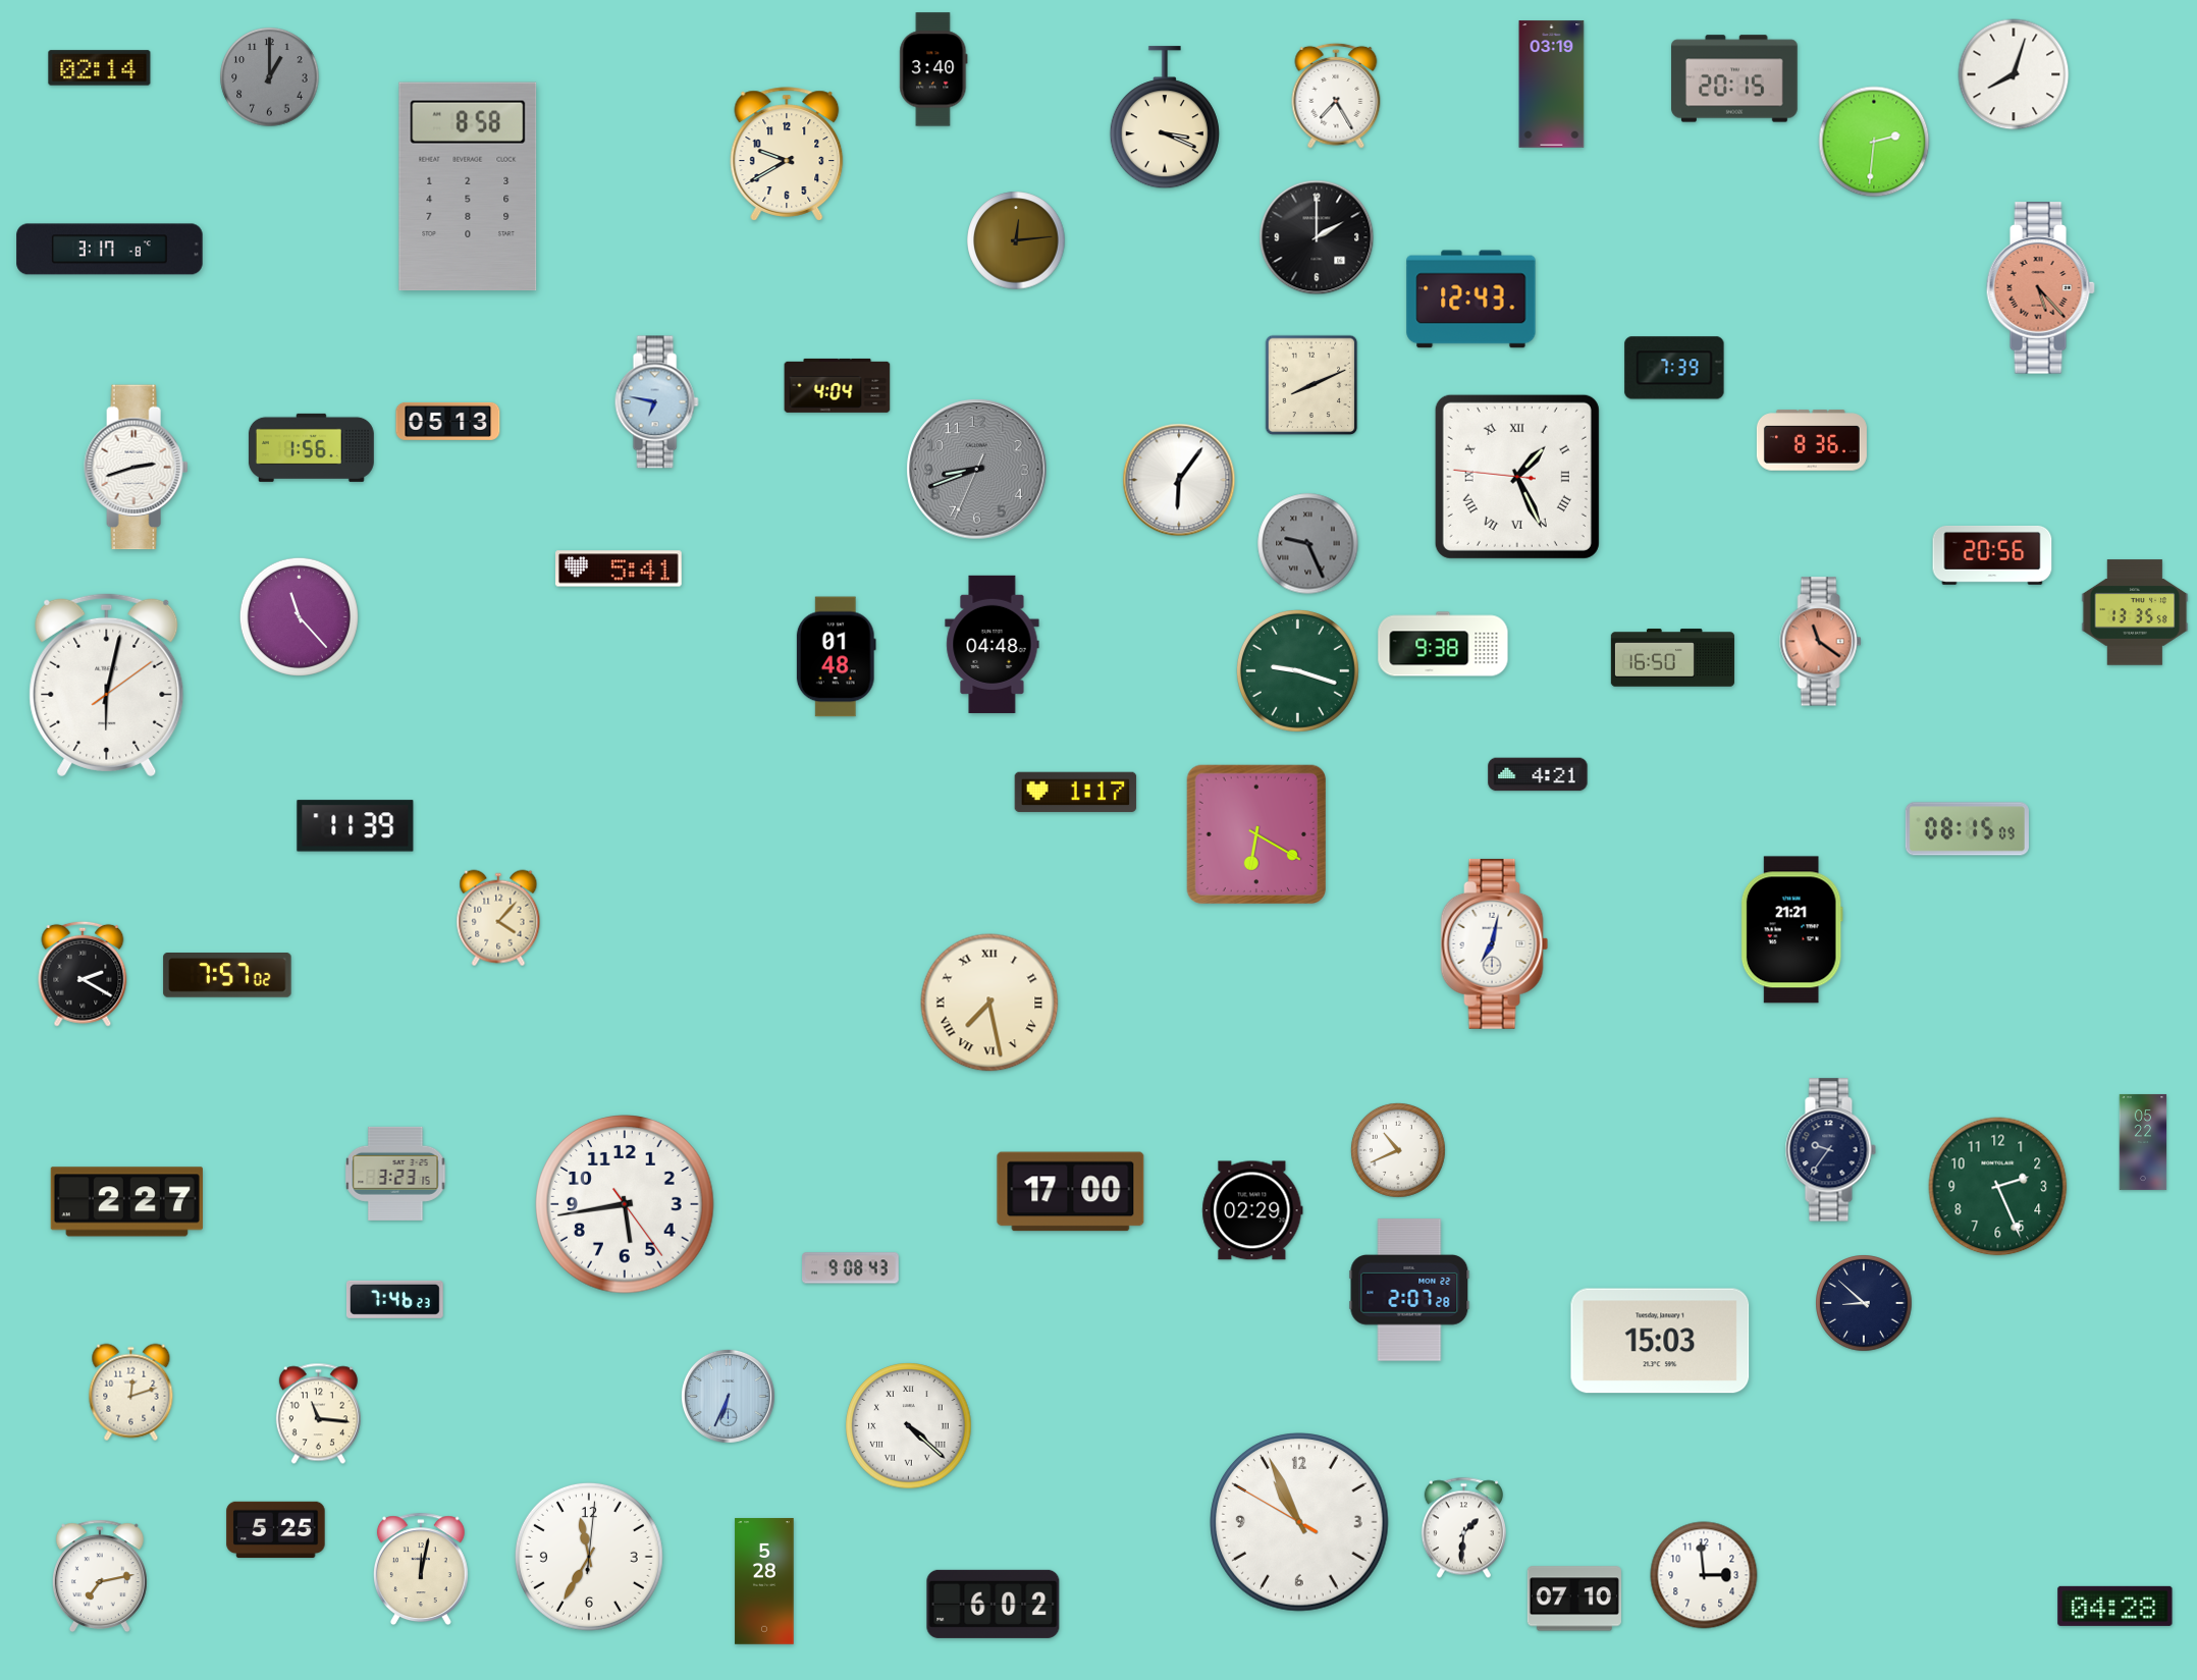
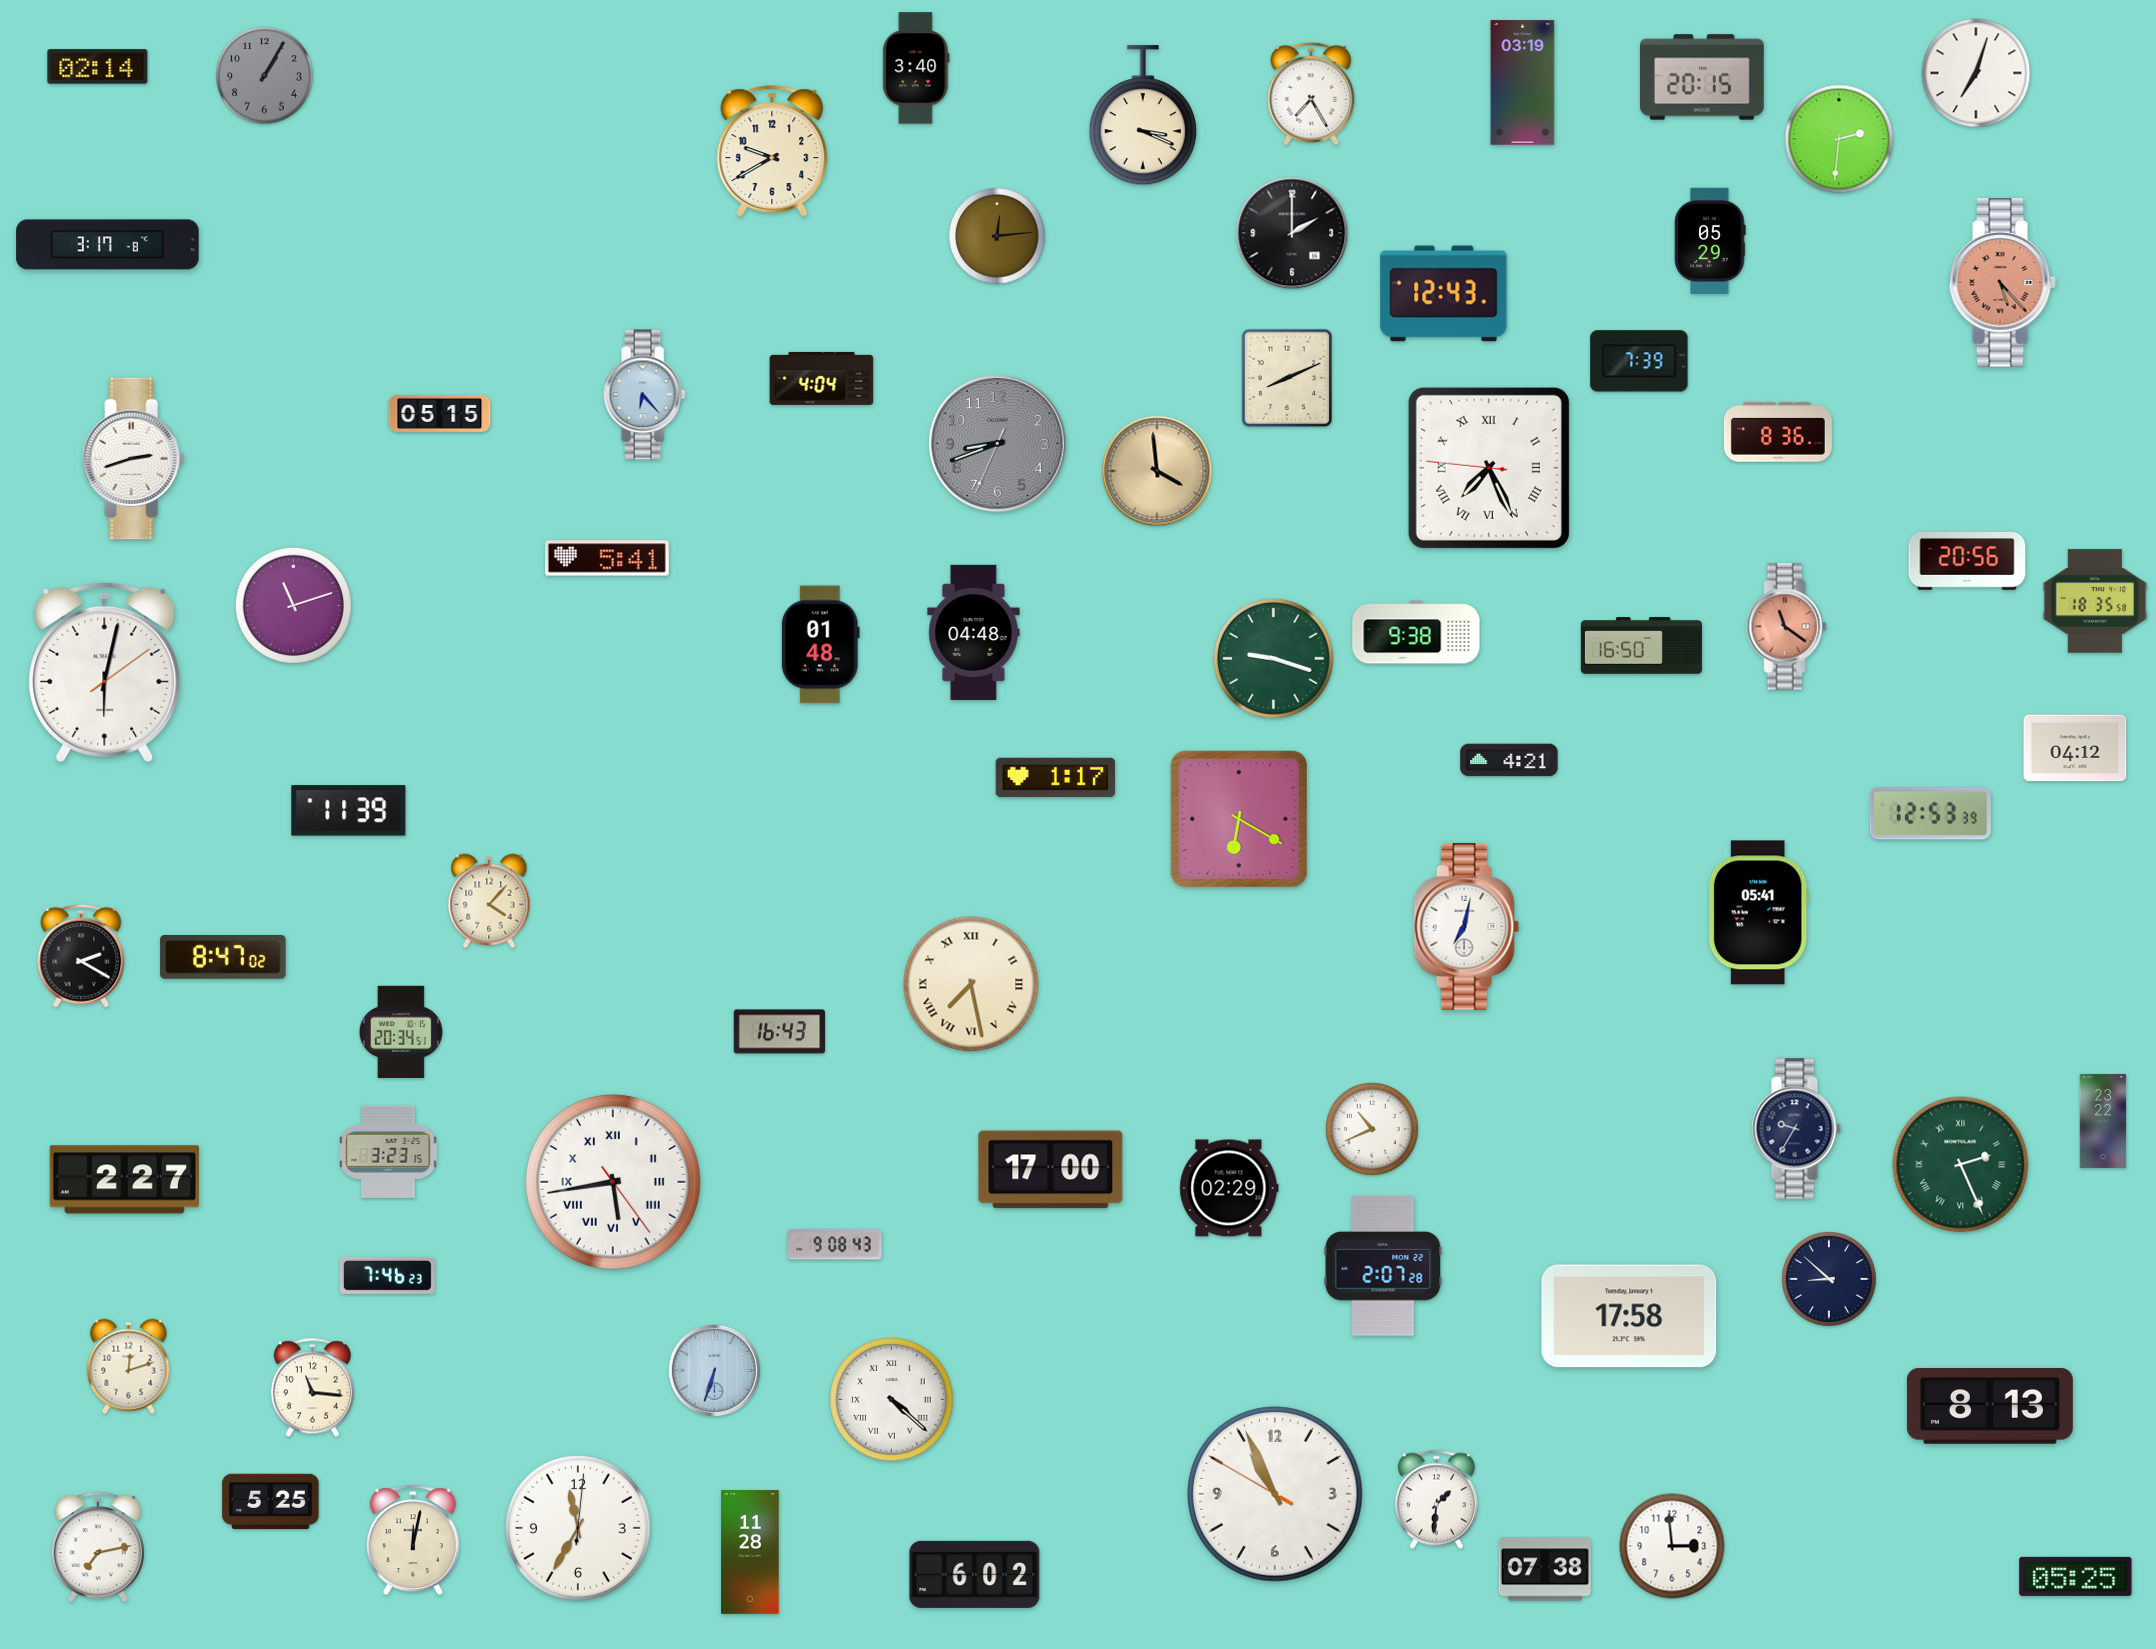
clock at (2014, 74): 8:03 -> 7:03
clock at (270, 77): 1:00 -> 1:05
clock at (468, 186): 8:58 -> none
clock at (1710, 240): none -> 05:29
clock at (1674, 368) position: (1674, 368) -> (1639, 361)
clock at (656, 402): 6:47 -> 6:23
clock at (448, 421): 05:13 -> 05:15
clock at (311, 447): 1:56 -> none
clock at (977, 470) position: (977, 470) -> (998, 444)
clock at (1517, 477): 1:25 -> 7:25
clock at (1179, 480): 6:06 -> 3:59
clock at (1179, 480) dial: white -> champagne
clock at (1308, 544): 9:26 -> none
clock at (1992, 556) position: (1992, 556) -> (1967, 562)
clock at (2135, 612): 13:35 -> 18:35
clock at (299, 616): 11:23 -> 11:12
clock at (1821, 642) position: (1821, 642) -> (1787, 627)
clock at (2075, 748): none -> 04:12
clock at (1967, 829): 08:15 -> 12:53
clock at (1255, 833) position: (1255, 833) -> (1238, 818)
clock at (1791, 930): 21:21 -> 05:41
clock at (227, 976): 7:57 -> 8:47
clock at (401, 1032): none -> 20:34
clock at (780, 1032): none -> 16:43
clock at (2143, 1142): 05:22 -> 23:22
clock at (1830, 1150): 9:36 -> 9:35
clock at (1998, 1187) numerals: Arabic -> Roman
clock at (625, 1204) numerals: Arabic -> Roman
clock at (1660, 1341): 15:03 -> 17:58
clock at (728, 1396): 6:34 -> 6:33
clock at (1990, 1406): none -> 8:13
clock at (764, 1581): 5:28 -> 11:28
clock at (1574, 1598): 07:10 -> 07:38
clock at (2115, 1606): 04:28 -> 05:25
